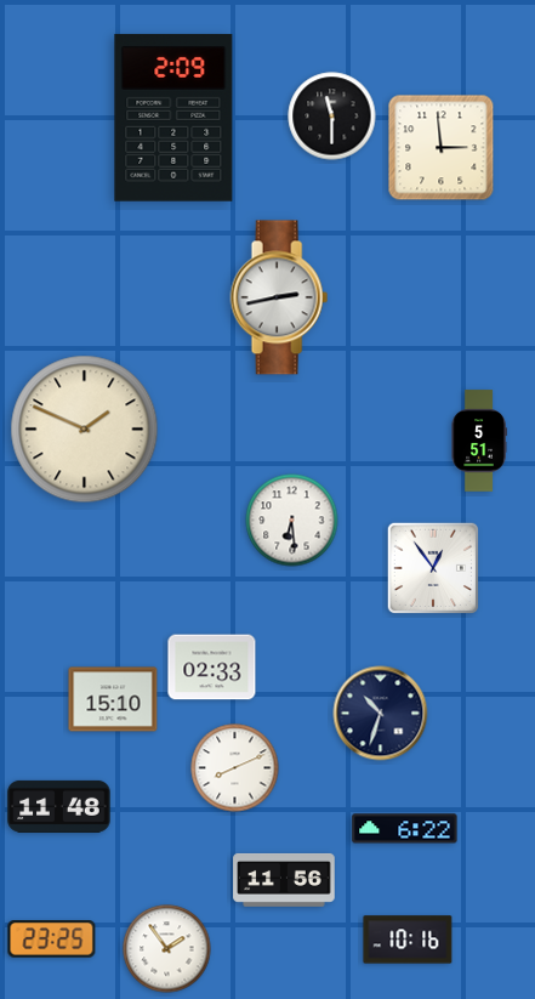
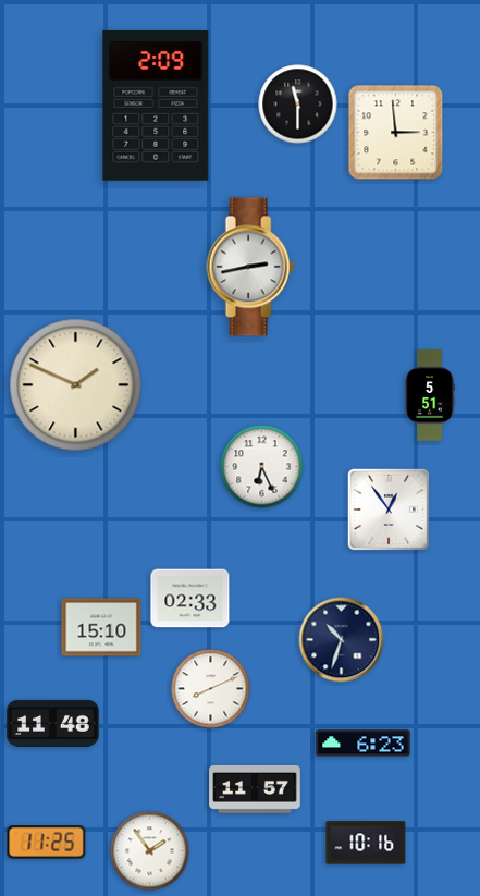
clock at (292, 521): 6:29 -> 6:26
clock at (405, 829): 6:22 -> 6:23
clock at (284, 880): 11:56 -> 11:57
clock at (52, 940): 23:25 -> 11:25
